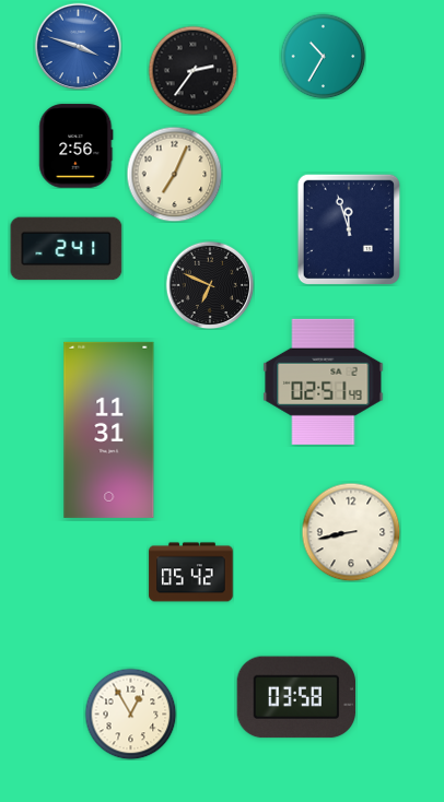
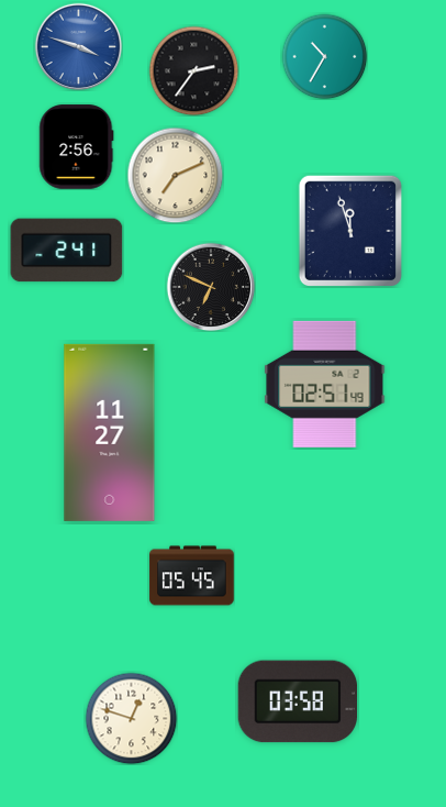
clock at (174, 174): 7:04 -> 7:11
clock at (109, 429): 11:31 -> 11:27
clock at (351, 532): 8:43 -> none
clock at (191, 573): 05:42 -> 05:45
clock at (130, 713): 12:55 -> 12:48
